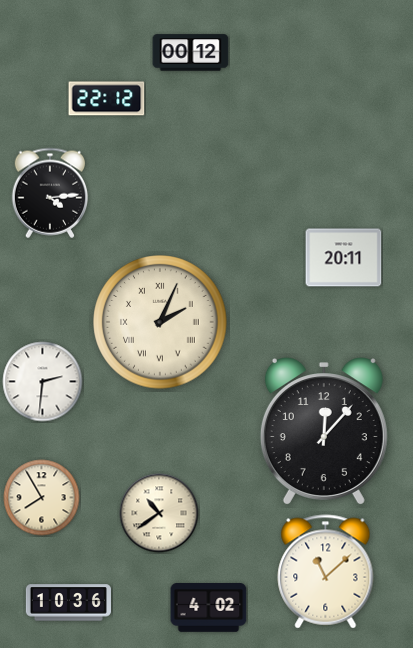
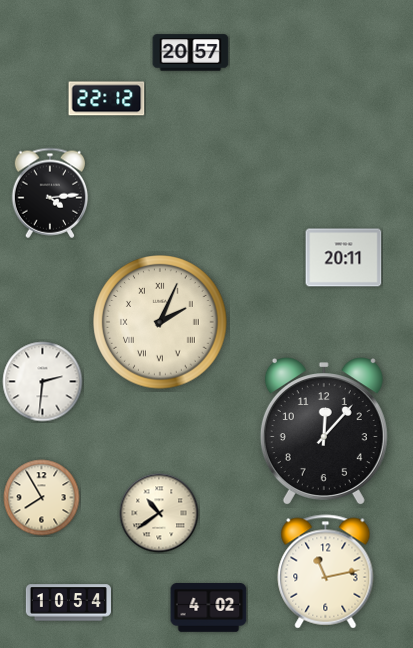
clock at (191, 53): 00:12 -> 20:57
clock at (326, 572): 11:08 -> 11:13
clock at (68, 603): 10:36 -> 10:54
